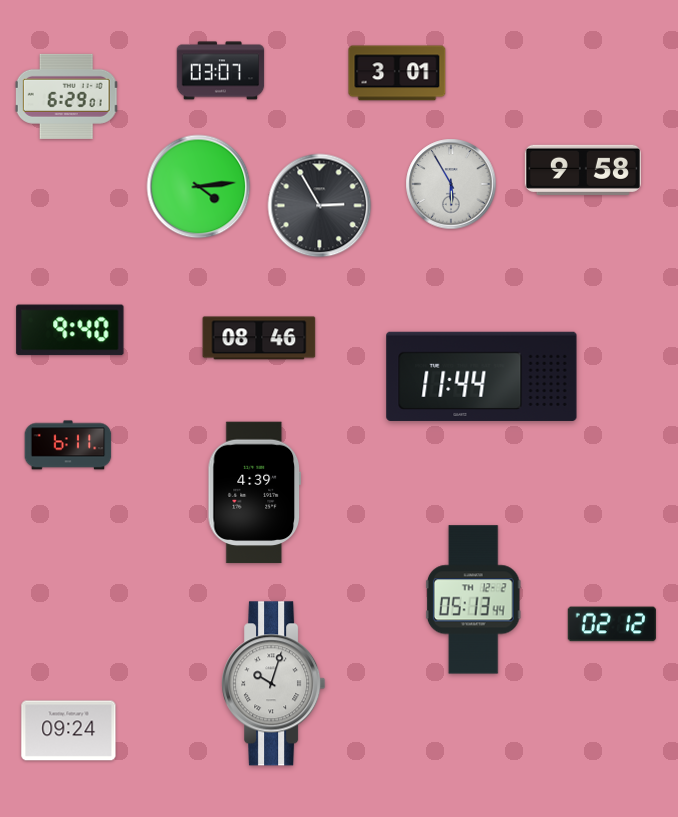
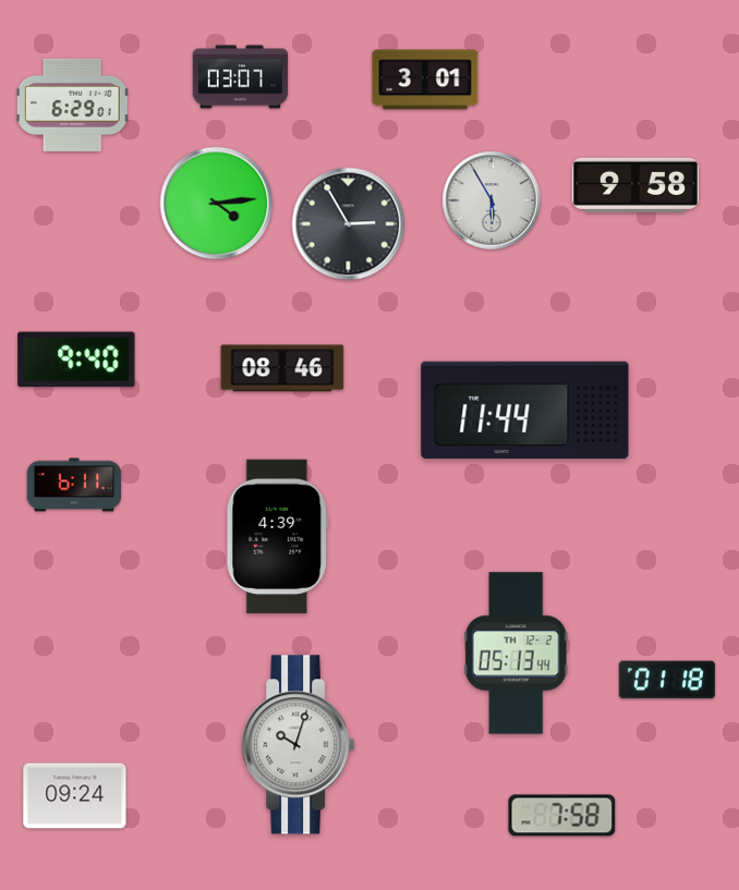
clock at (397, 73) position: (397, 73) -> (425, 80)
clock at (612, 624): 02:12 -> 01:18
clock at (562, 816): none -> 7:58
